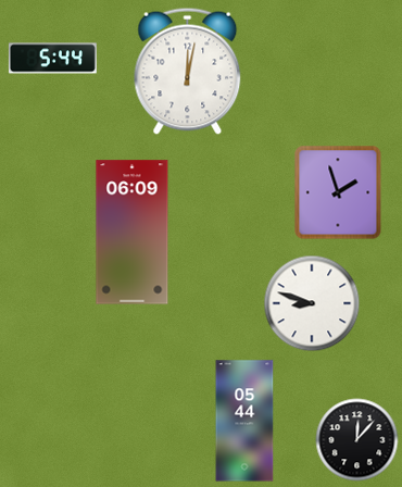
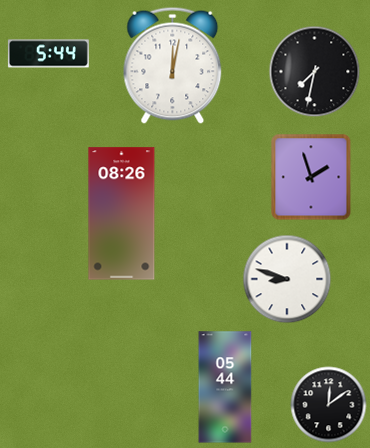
clock at (315, 72): none -> 7:32
clock at (133, 233): 06:09 -> 08:26
clock at (357, 440): 12:07 -> 12:09
